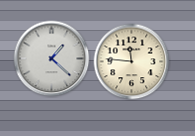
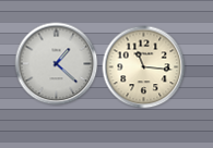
clock at (132, 62): 11:46 -> 11:16
